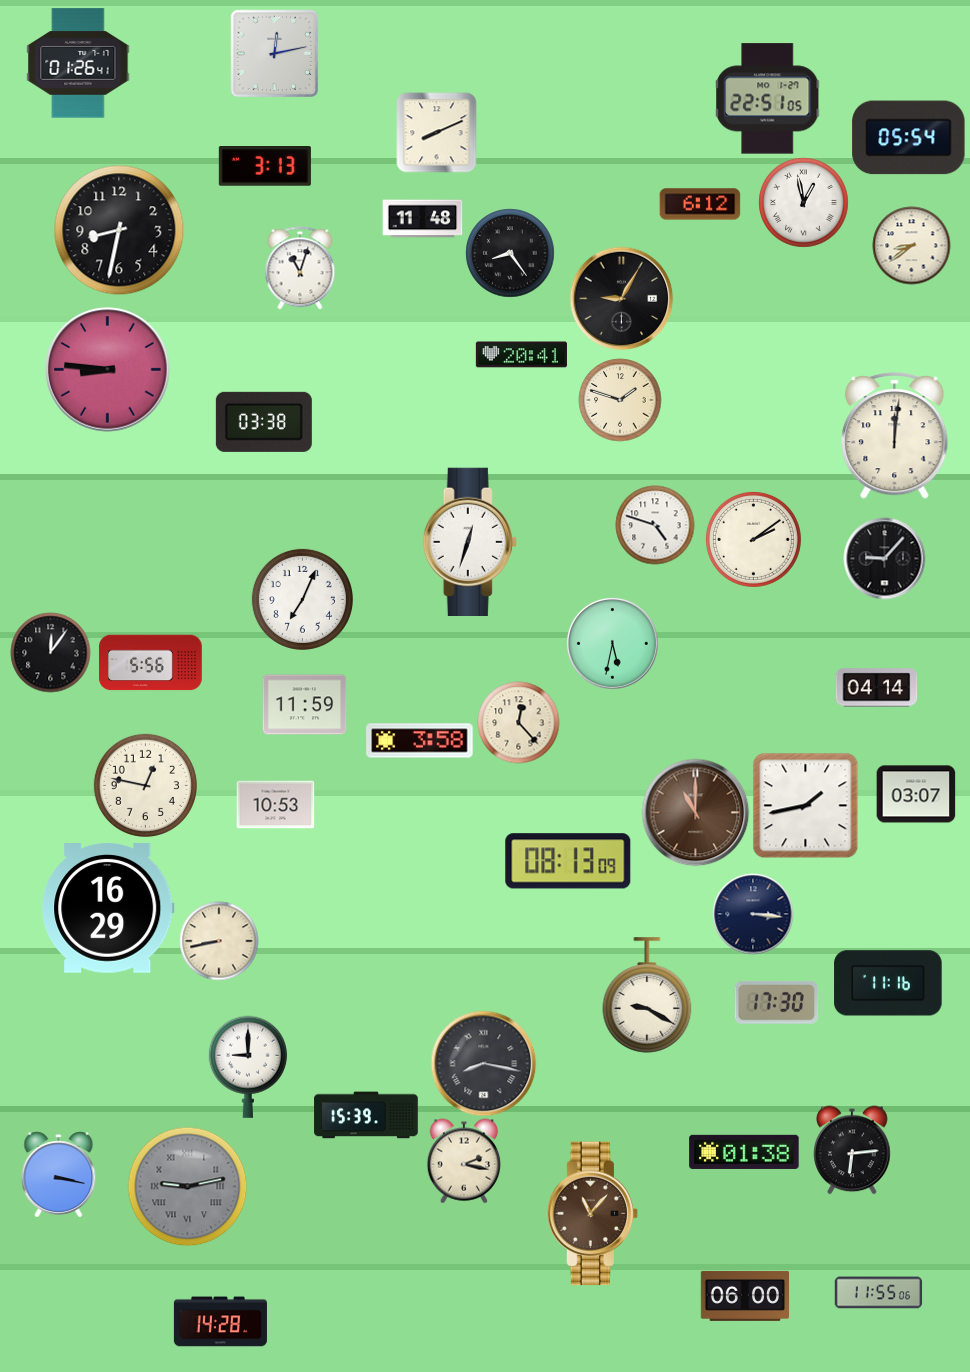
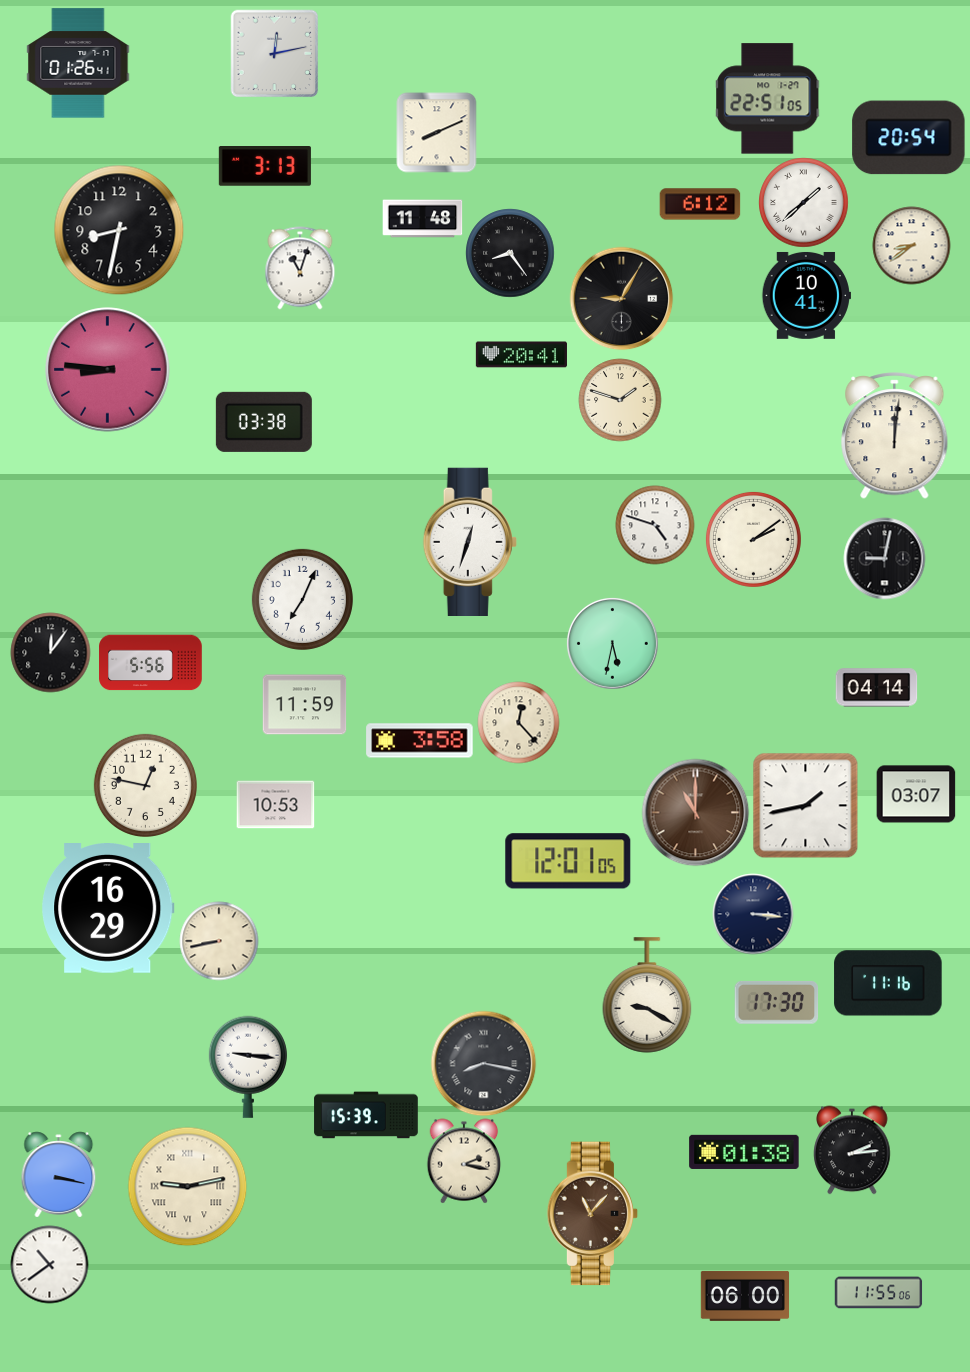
clock at (909, 138): 05:54 -> 20:54
clock at (803, 202): 12:58 -> 1:38
clock at (806, 295): none -> 10:41
clock at (884, 558): 9:07 -> 9:02
clock at (568, 861): 08:13 -> 12:01
clock at (248, 1067): 9:00 -> 9:16
clock at (852, 1150): 6:14 -> 2:14
clock at (187, 1186) dial: grey -> cream
clock at (49, 1264): none -> 10:39
clock at (220, 1322): 14:28 -> none
